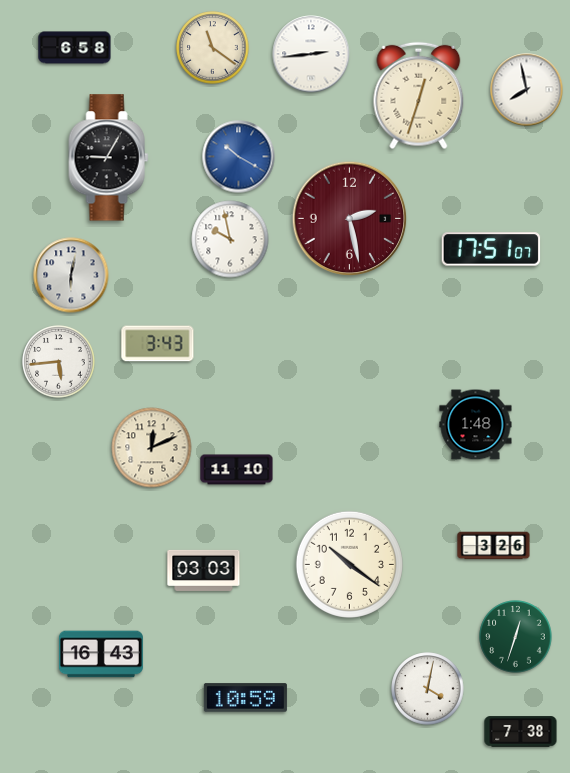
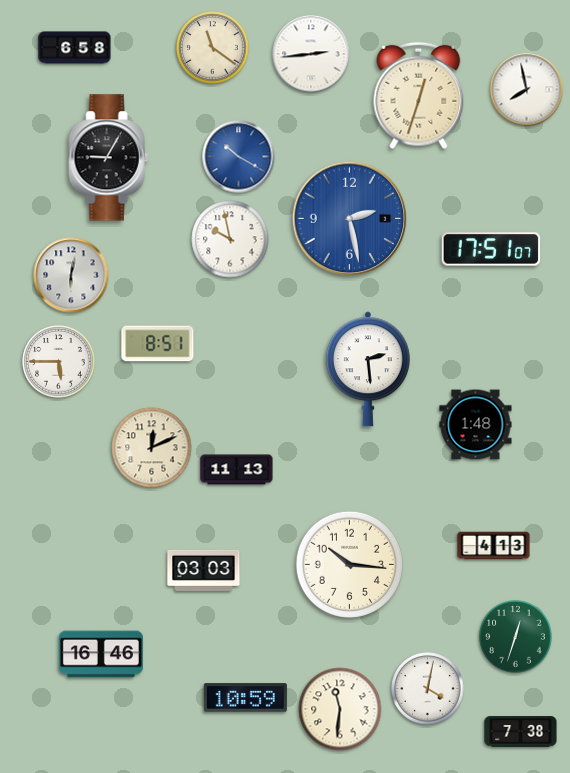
clock at (350, 219) dial: burgundy -> blue
clock at (158, 344): 3:43 -> 8:51
clock at (59, 362): 5:44 -> 5:45
clock at (368, 369): none -> 2:29
clock at (237, 470): 11:10 -> 11:13
clock at (494, 546): 3:26 -> 4:13
clock at (349, 564): 10:21 -> 10:16
clock at (101, 654): 16:43 -> 16:46
clock at (340, 709): none -> 11:31
